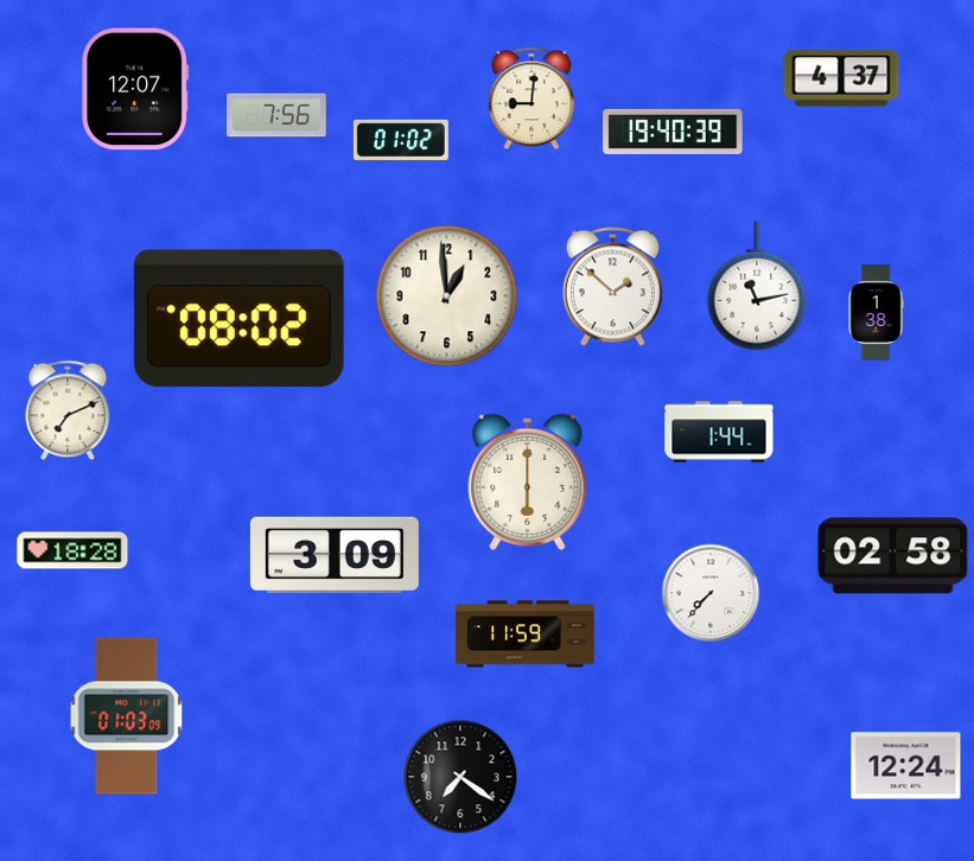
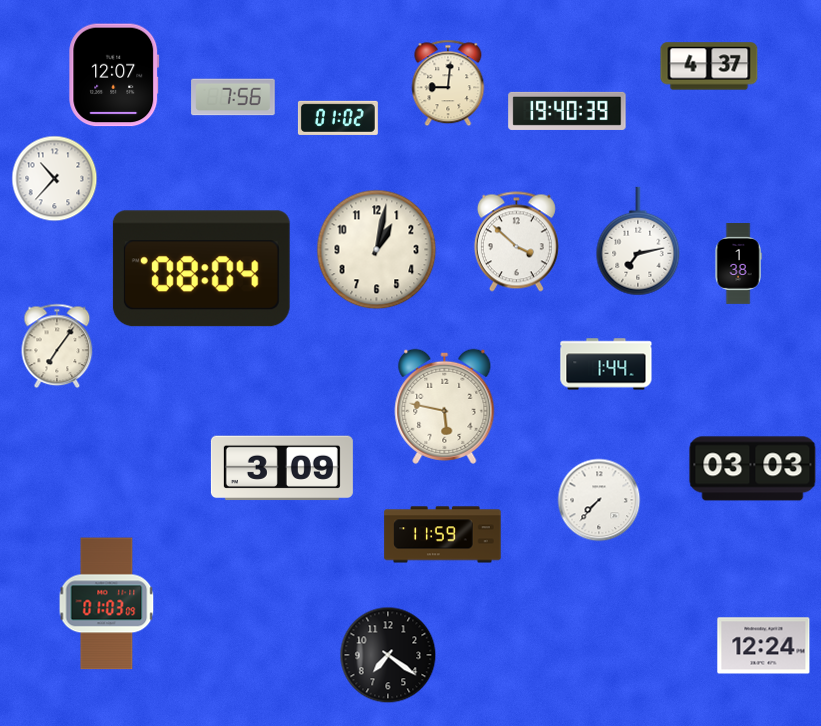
clock at (55, 179): none -> 10:37
clock at (757, 286): 11:13 -> 7:13
clock at (612, 287): 1:52 -> 3:52
clock at (447, 296): 12:59 -> 1:02
clock at (238, 319): 08:02 -> 08:04
clock at (68, 410): 7:11 -> 7:06
clock at (528, 481): 6:00 -> 5:47
clock at (72, 550): 18:28 -> none
clock at (893, 556): 02:58 -> 03:03
